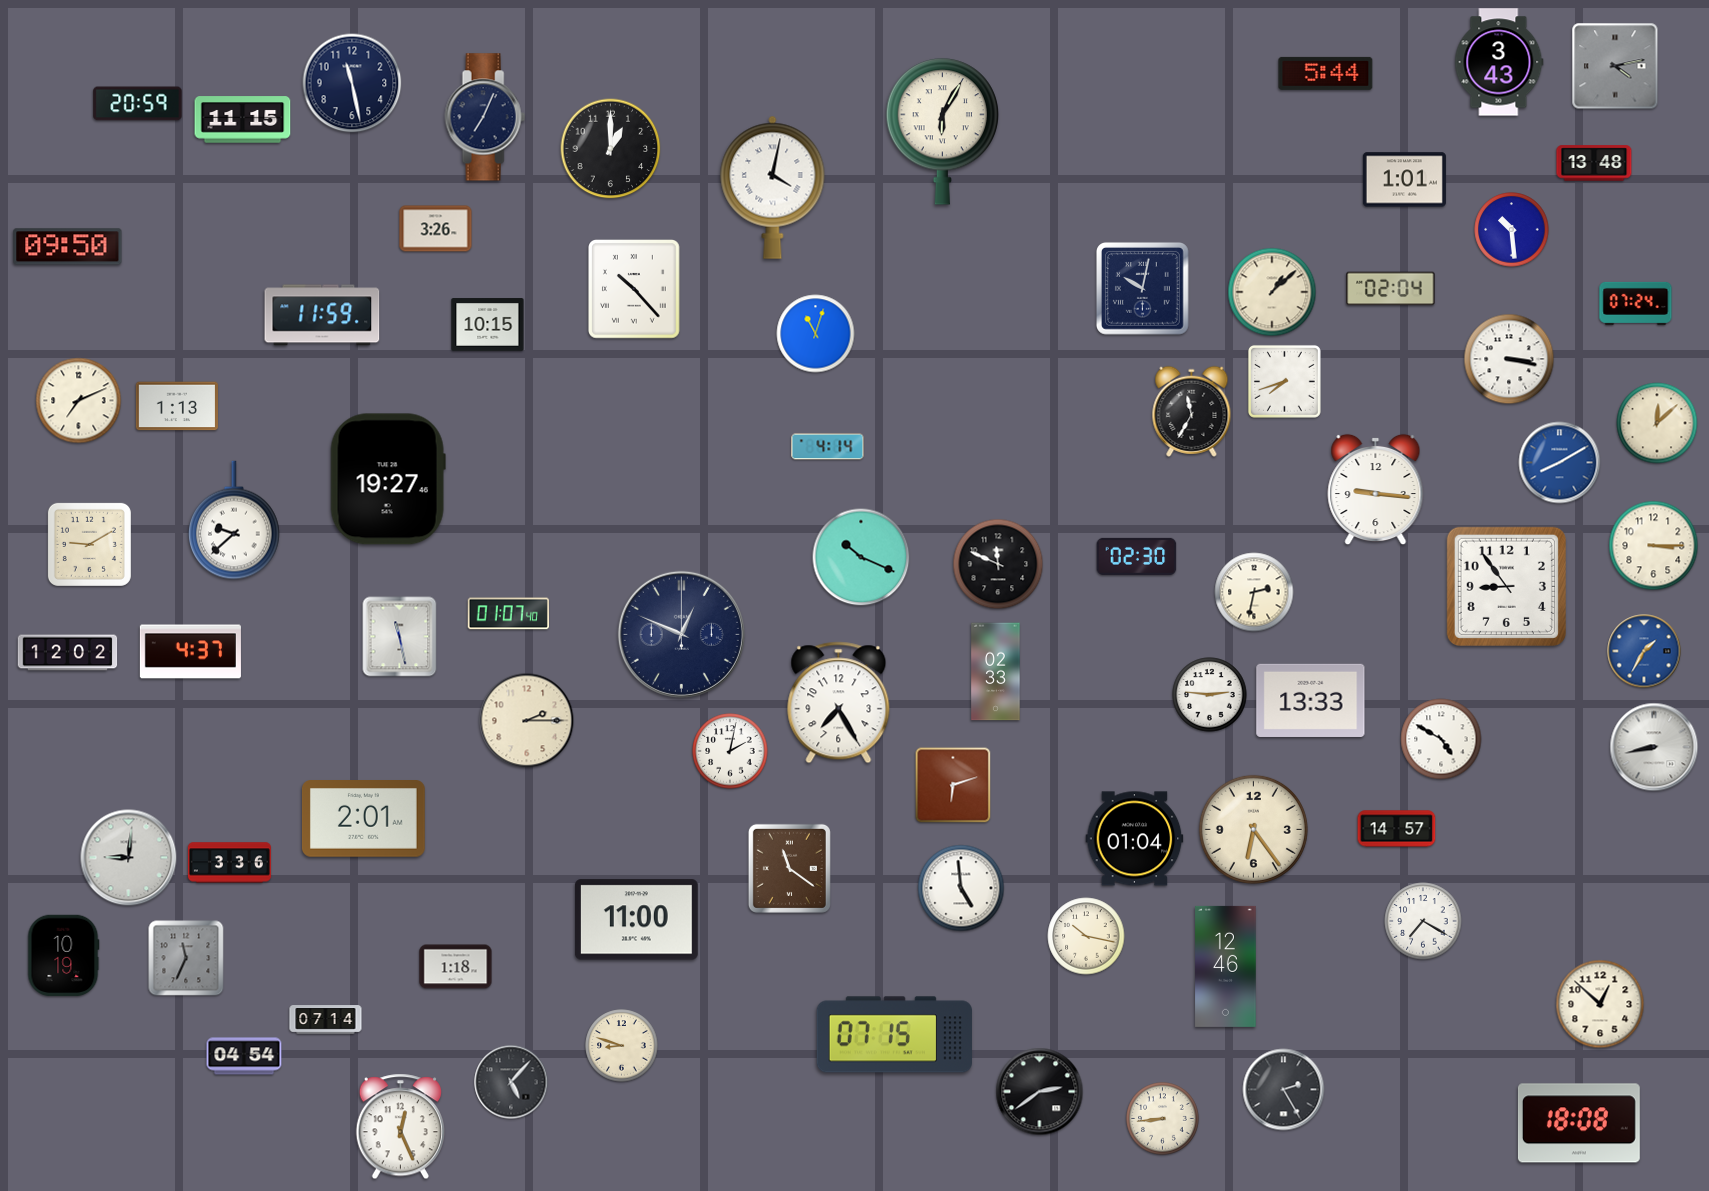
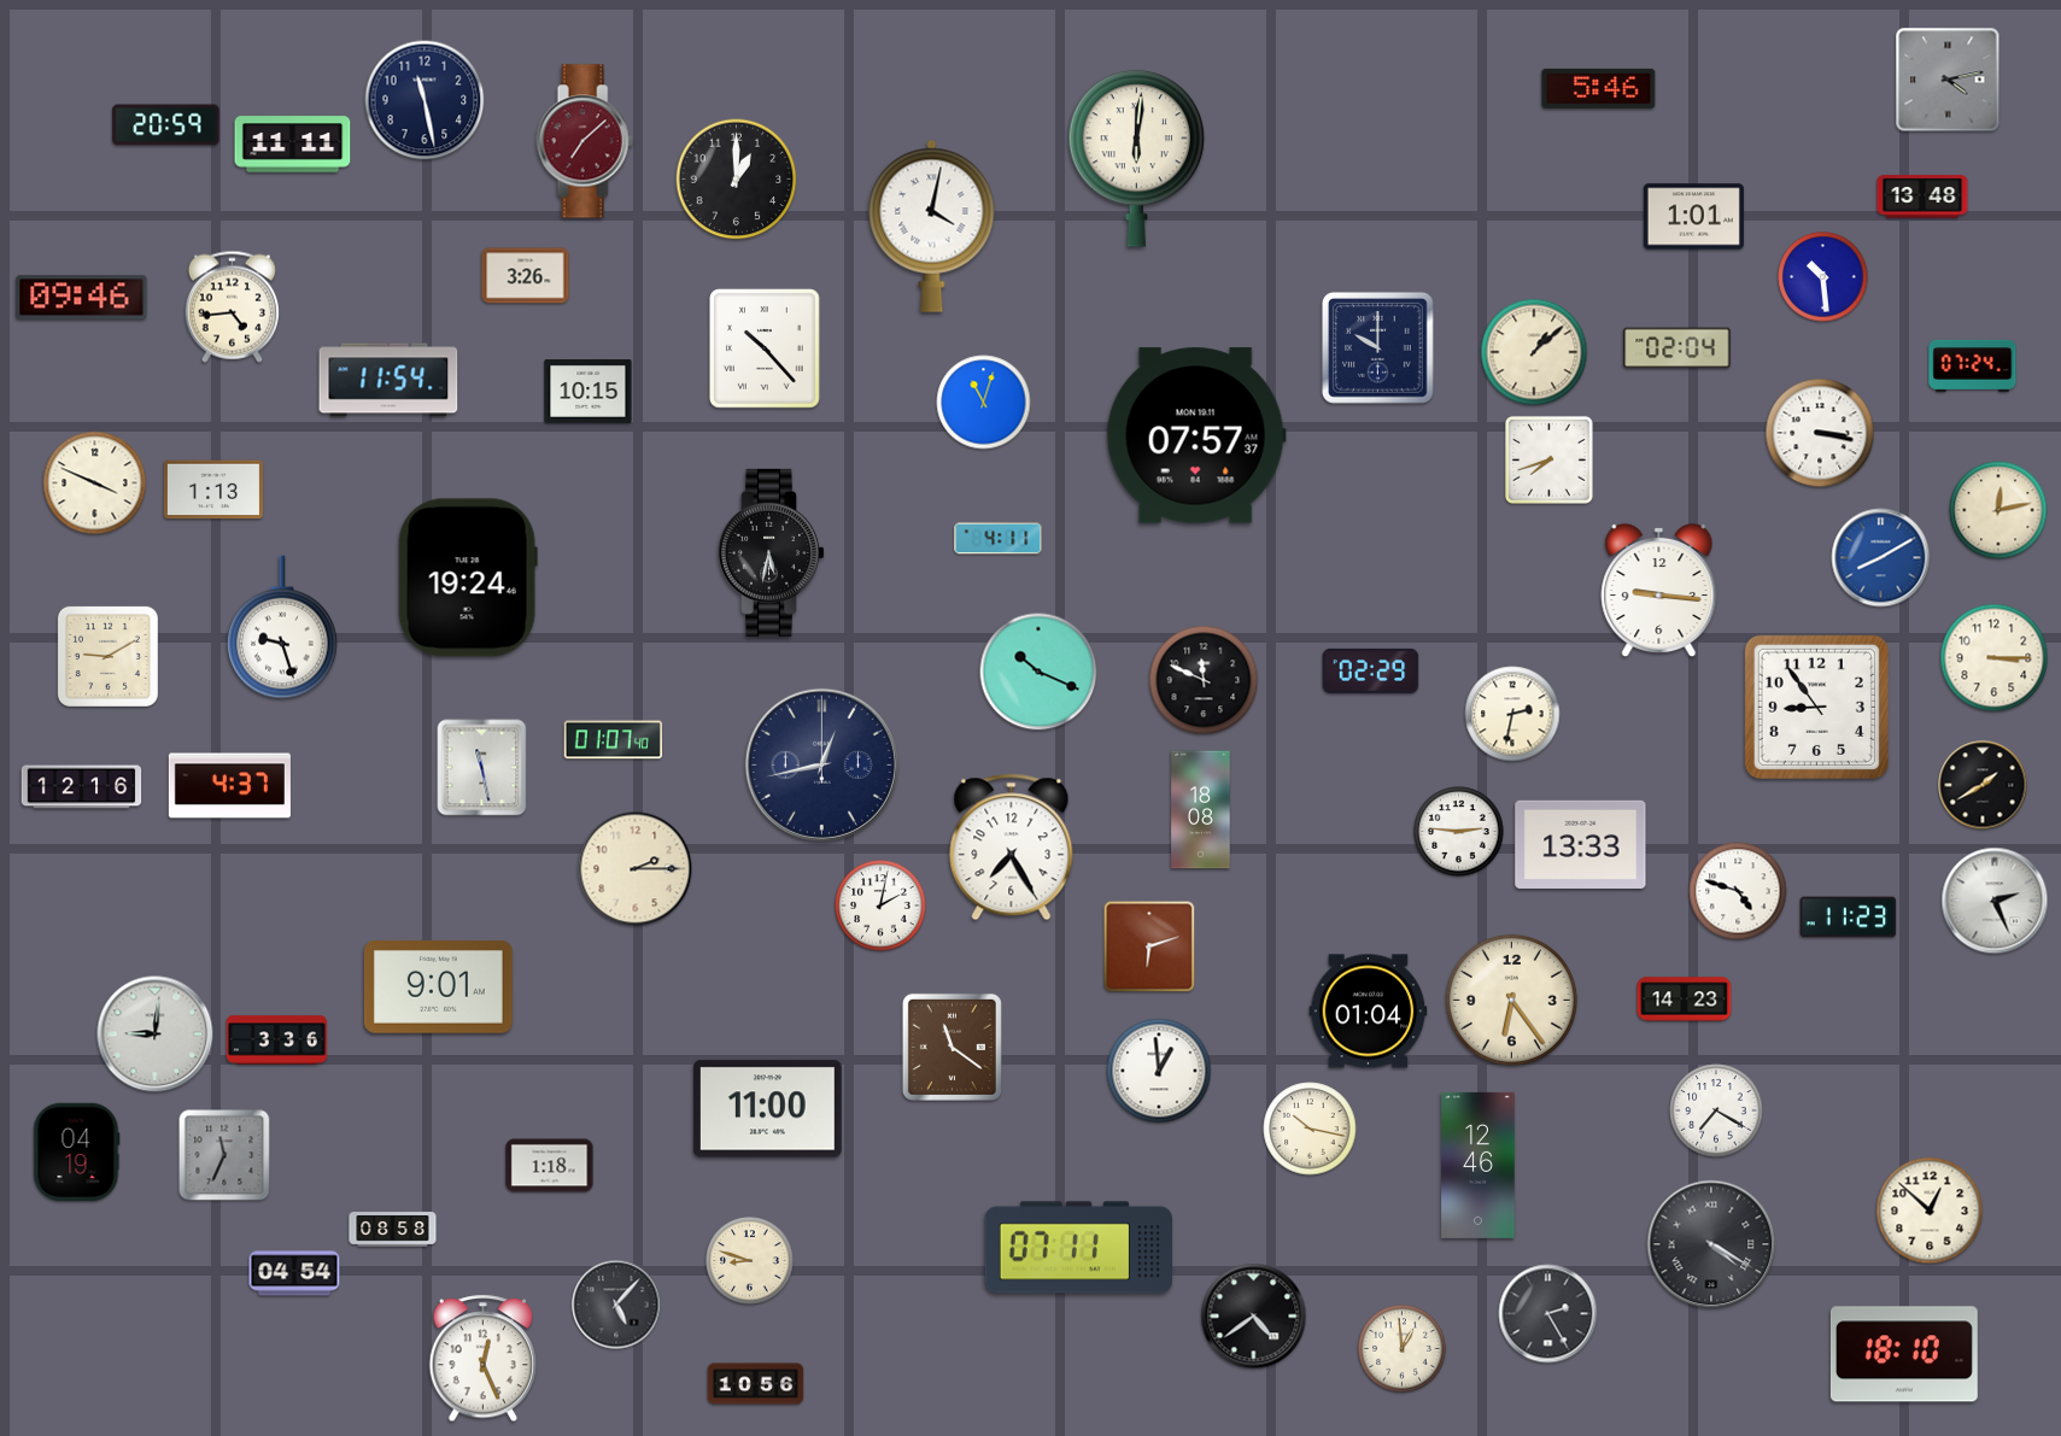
clock at (1499, 62): 3:43 -> none
clock at (1326, 73): 5:44 -> 5:46
clock at (485, 117): 7:04 -> 7:08
clock at (485, 117) dial: navy -> burgundy
clock at (243, 120): 11:15 -> 11:11
clock at (942, 132): 6:05 -> 6:01
clock at (68, 247): 09:50 -> 09:46
clock at (232, 306): none -> 4:44
clock at (1143, 289): 10:02 -> 10:00
clock at (322, 315): 11:59 -> 11:54
clock at (1196, 435): none -> 07:57
clock at (79, 401): 7:11 -> 3:49
clock at (1192, 411): 11:35 -> none
clock at (1657, 423): 12:08 -> 12:13
clock at (828, 447): 4:14 -> 4:11
clock at (771, 552): none -> 5:32
clock at (388, 479): 19:27 -> 19:24
clock at (234, 520): 9:38 -> 9:27
clock at (1137, 556): 02:30 -> 02:29
clock at (681, 634): 12:49 -> 12:43
clock at (1644, 651): 1:35 -> 1:40
clock at (1644, 651) dial: blue -> black
clock at (68, 653): 12:02 -> 12:16
clock at (996, 672): 02:33 -> 18:08
clock at (1210, 695) position: (1210, 695) -> (1459, 832)
clock at (1441, 739): 4:50 -> 4:48
clock at (1654, 747): 8:43 -> 2:26
clock at (1849, 918): none -> 11:23
clock at (363, 819): 2:01 -> 9:01
clock at (1397, 829): 14:57 -> 14:23
clock at (961, 888): 4:59 -> 12:59
clock at (64, 956): 10:19 -> 04:19
clock at (326, 1020): 07:14 -> 08:58
clock at (1711, 1244): none -> 4:20
clock at (894, 1035): 07:15 -> 07:11
clock at (1040, 1092): 2:39 -> 4:39
clock at (1163, 1119): 8:44 -> 12:59
clock at (1579, 1123): 18:08 -> 18:10
clock at (756, 1384): none -> 10:56
